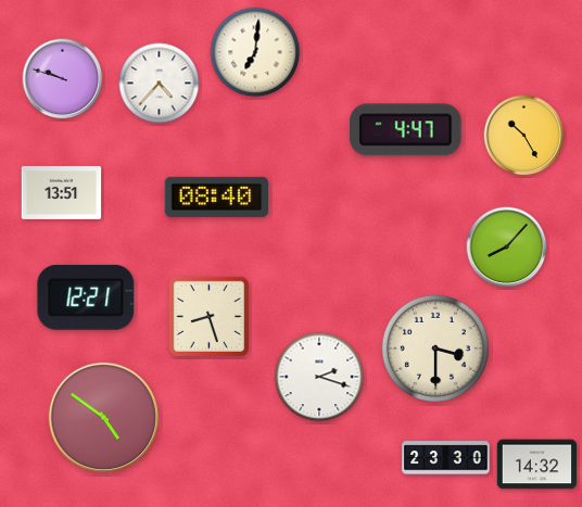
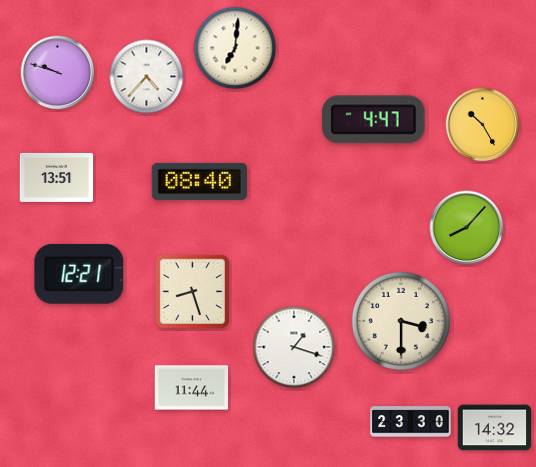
clock at (319, 377): 2:18 -> 1:18
clock at (104, 418): 4:51 -> none
clock at (192, 388): none -> 11:44
